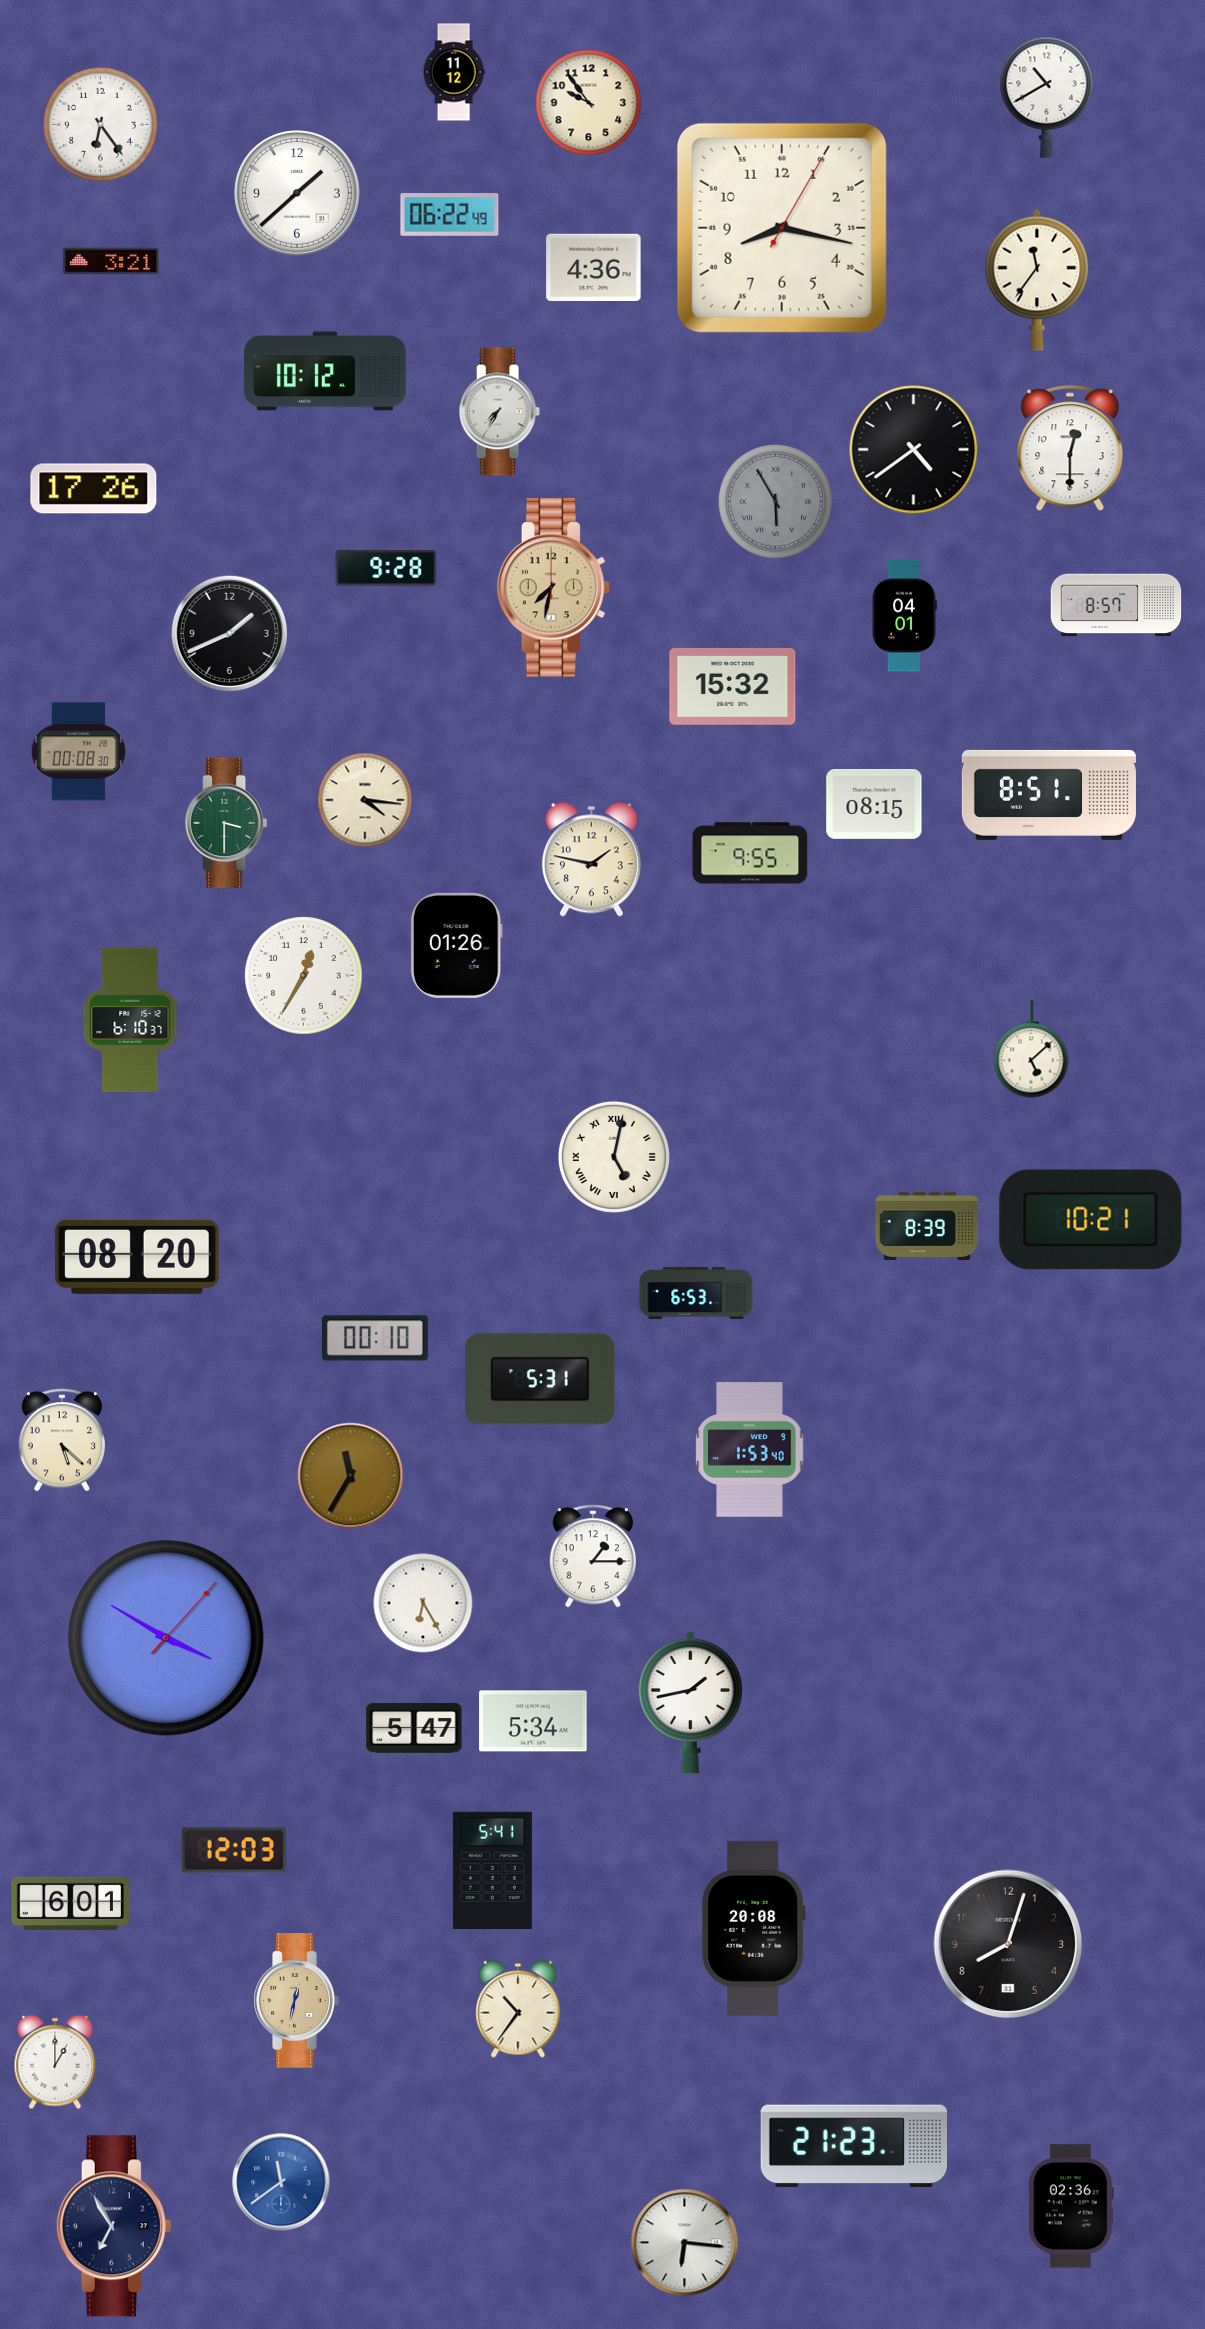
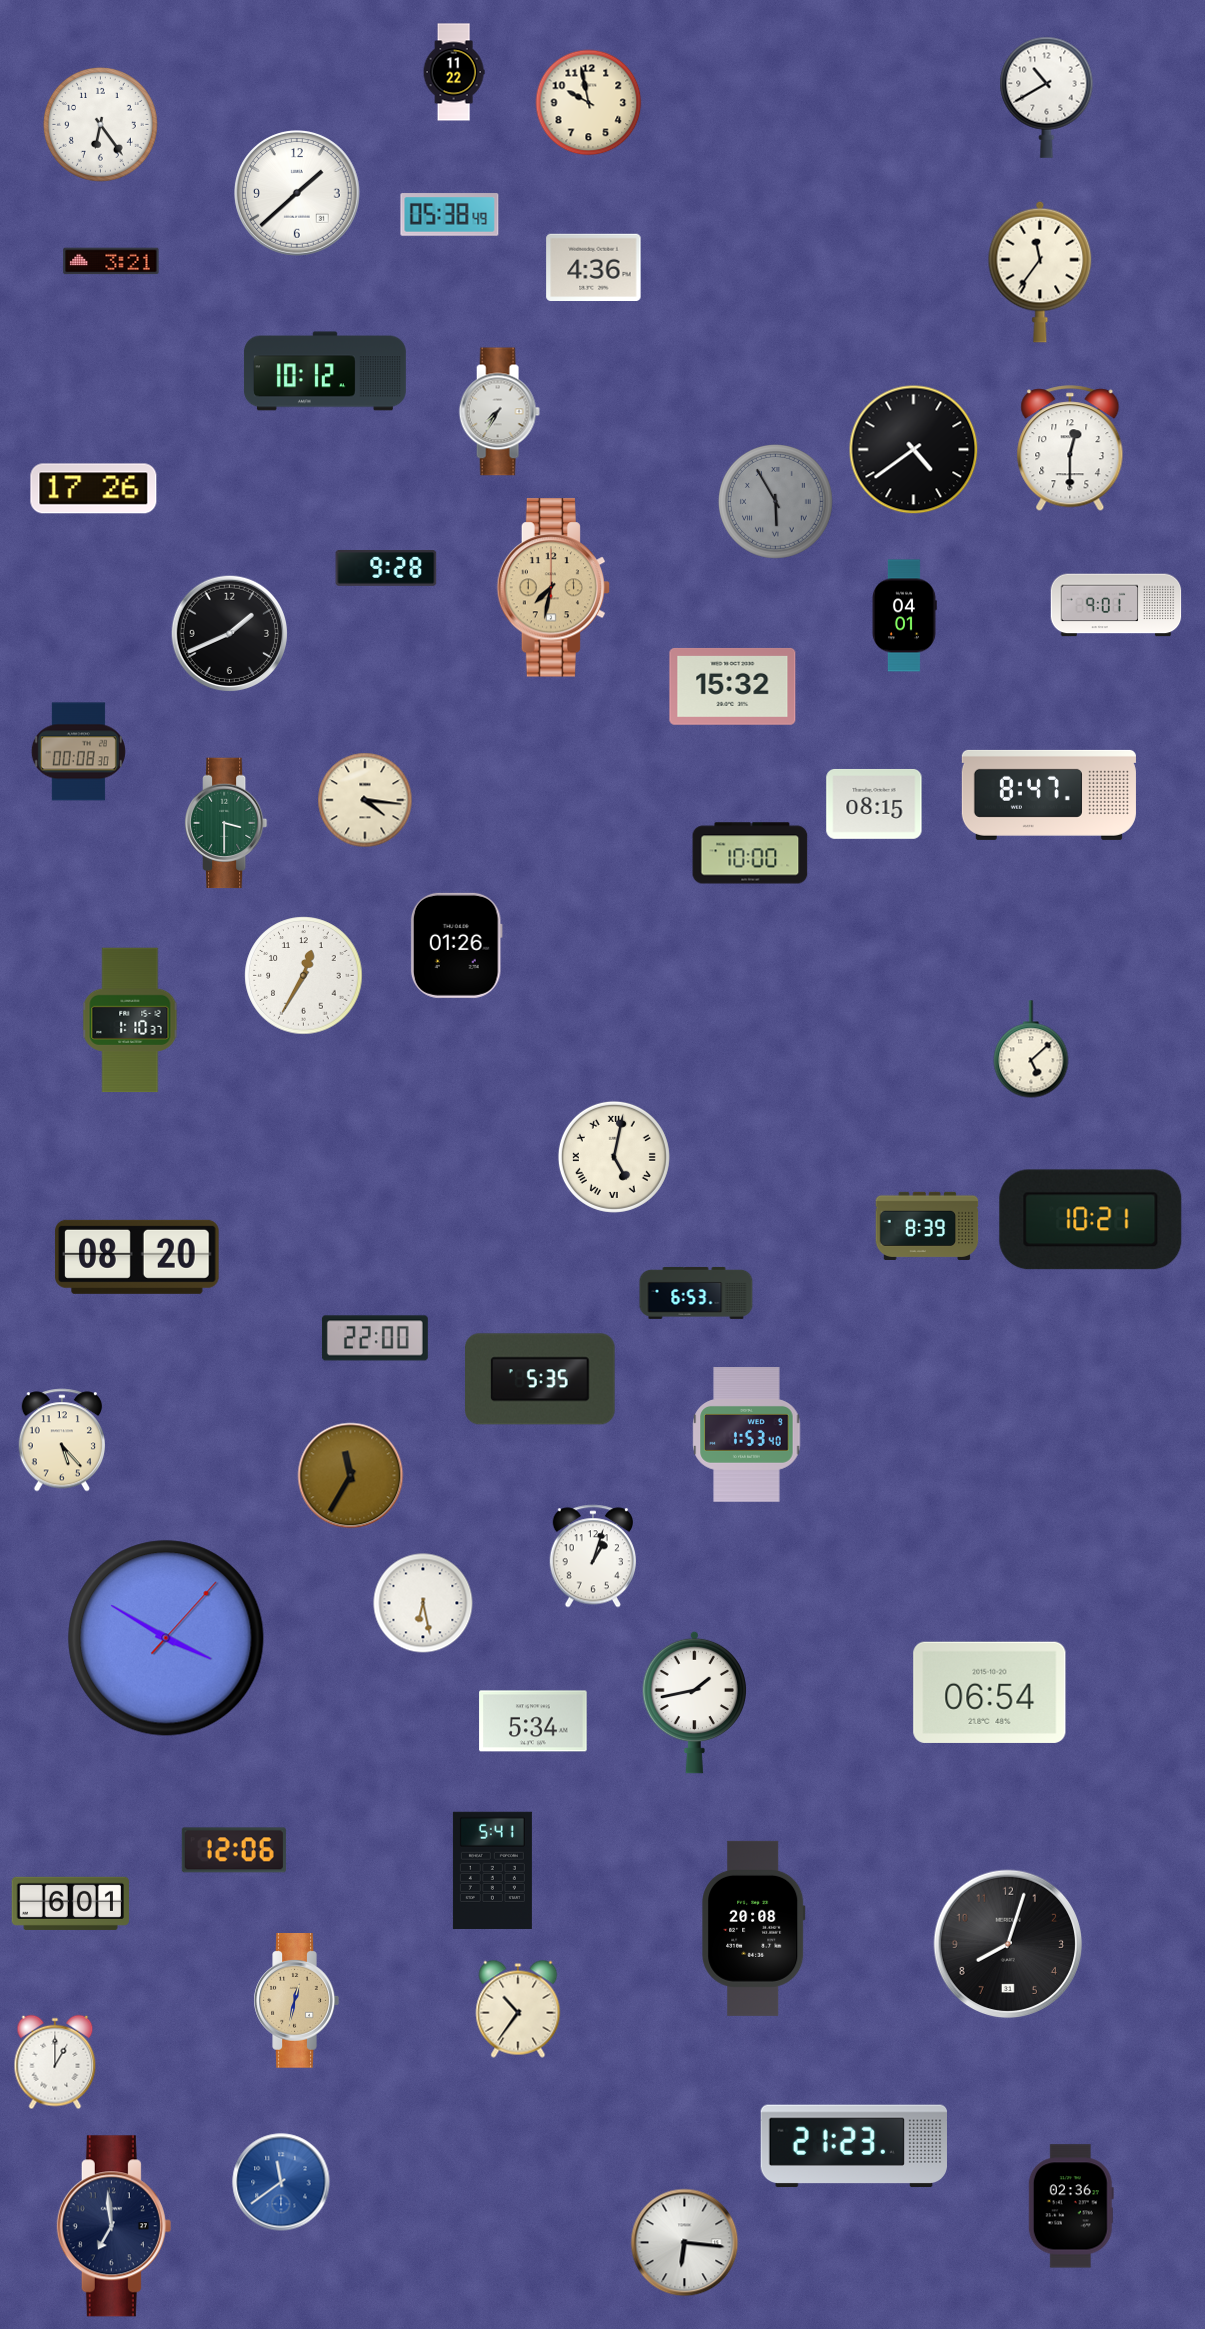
clock at (454, 72): 11:12 -> 11:22
clock at (589, 103): 9:54 -> 9:58
clock at (450, 215): 06:22 -> 05:38
clock at (782, 228): 8:17 -> none
clock at (1037, 280) position: (1037, 280) -> (1040, 272)
clock at (1116, 605): 8:57 -> 9:01
clock at (1049, 795): 8:51 -> 8:47
clock at (750, 853): 9:55 -> 10:00
clock at (591, 860): 1:47 -> none
clock at (130, 1020): 6:10 -> 1:10
clock at (375, 1338): 00:10 -> 22:00
clock at (540, 1379): 5:31 -> 5:35
clock at (61, 1440): 5:22 -> 5:23
clock at (750, 1450) position: (750, 1450) -> (747, 1435)
clock at (592, 1556): 1:15 -> 1:03
clock at (423, 1603): 6:25 -> 6:28
clock at (990, 1692): none -> 06:54
clock at (690, 1702) position: (690, 1702) -> (694, 1702)
clock at (414, 1728): 5:47 -> none
clock at (234, 1850): 12:03 -> 12:06
clock at (114, 2226): 6:55 -> 6:59
